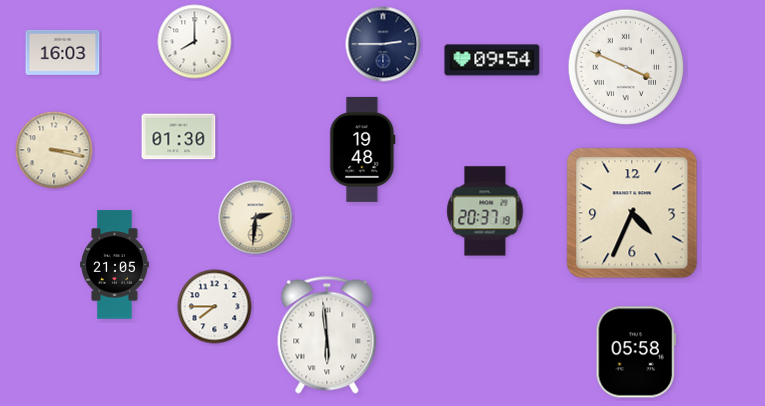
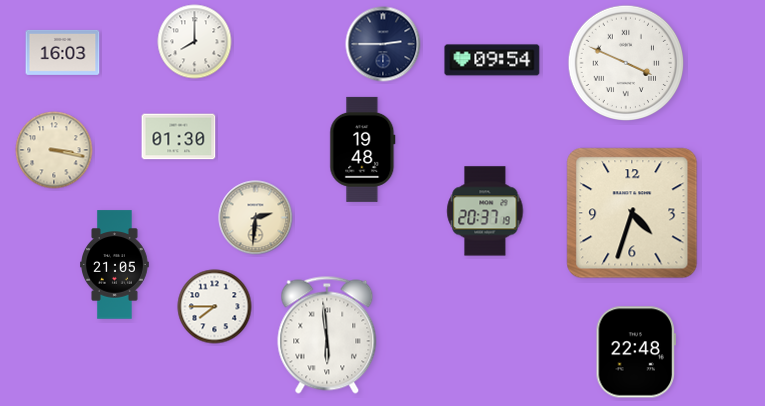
clock at (625, 66) position: (625, 66) -> (625, 62)
clock at (632, 213): 4:34 -> 4:33
clock at (635, 352): 05:58 -> 22:48
